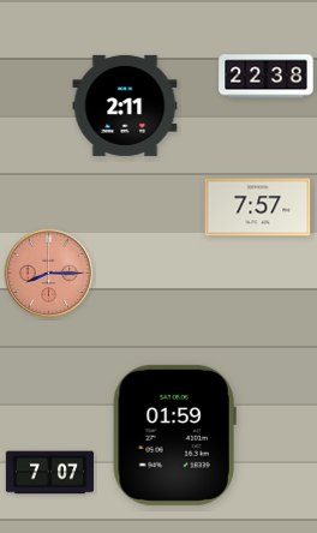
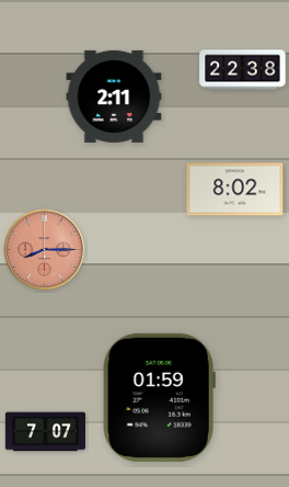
clock at (258, 208): 7:57 -> 8:02
